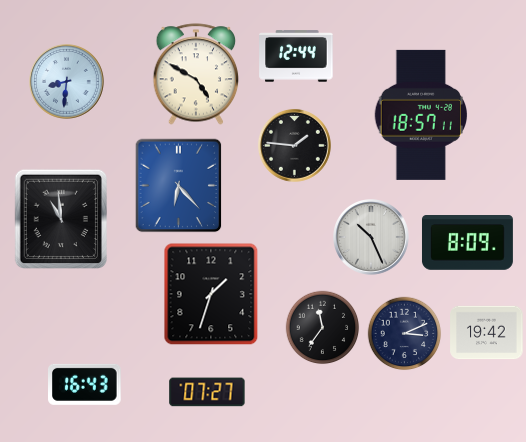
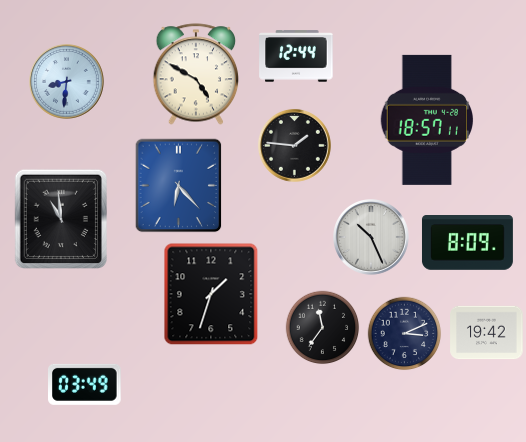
clock at (420, 115) position: (420, 115) -> (426, 120)
clock at (85, 384): 16:43 -> 03:49
clock at (207, 392): 07:27 -> none
